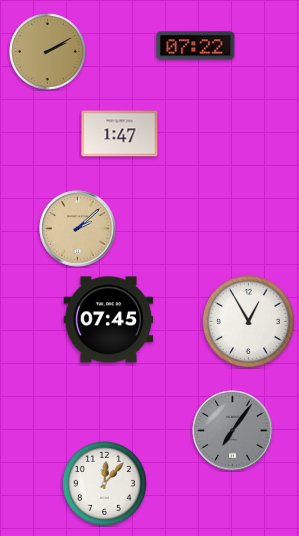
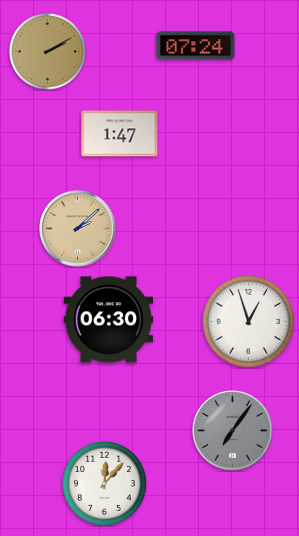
clock at (196, 46): 07:22 -> 07:24
clock at (109, 320): 07:45 -> 06:30
clock at (248, 321): 12:55 -> 12:57
